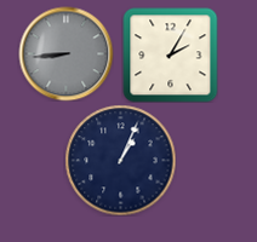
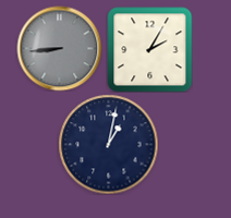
clock at (170, 54) position: (170, 54) -> (149, 49)
clock at (120, 160): 1:04 -> 1:02
